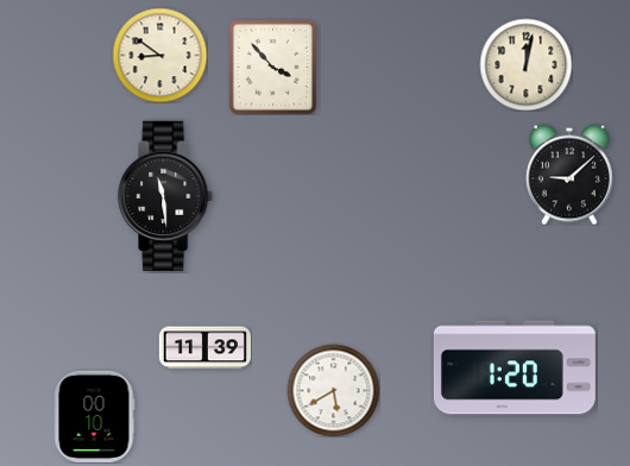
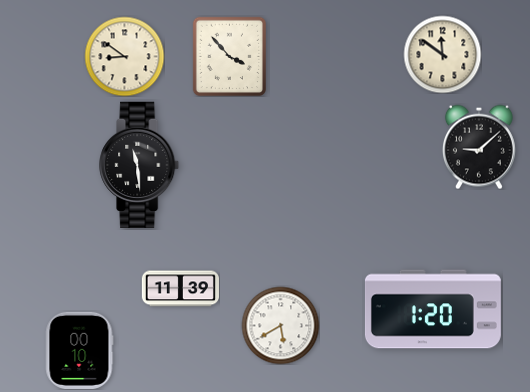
clock at (159, 55) position: (159, 55) -> (124, 56)
clock at (525, 64): 12:02 -> 11:51
clock at (204, 348) position: (204, 348) -> (180, 289)
clock at (333, 390) position: (333, 390) -> (280, 325)
